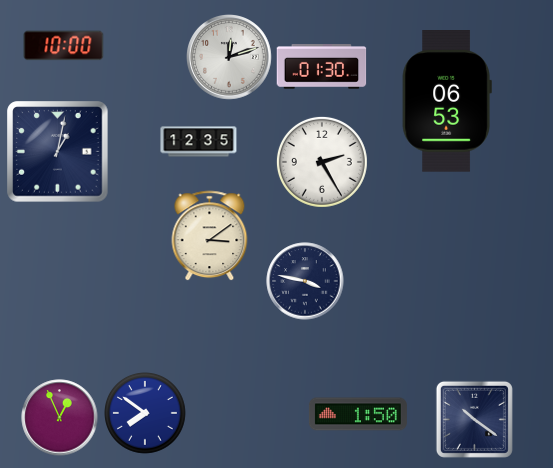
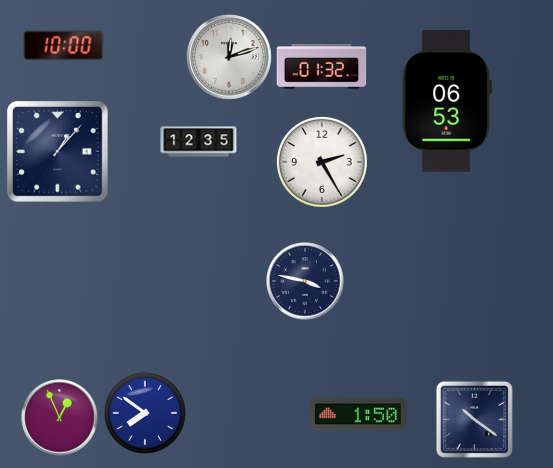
clock at (322, 67): 01:30 -> 01:32
clock at (58, 152): 1:02 -> 1:07
clock at (210, 236): 3:09 -> none
